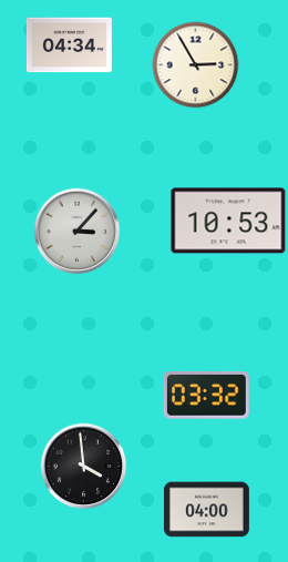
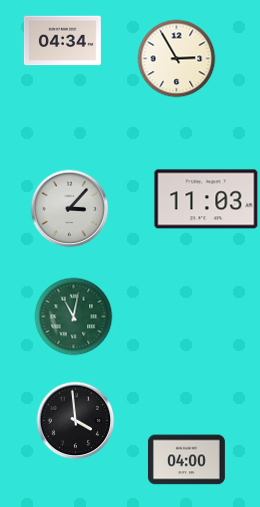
clock at (228, 221): 10:53 -> 11:03
clock at (73, 316): none -> 11:02
clock at (206, 395): 03:32 -> none
